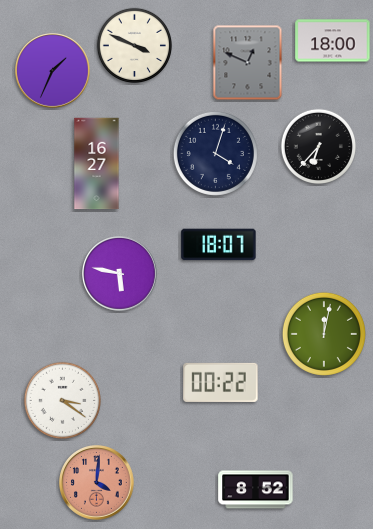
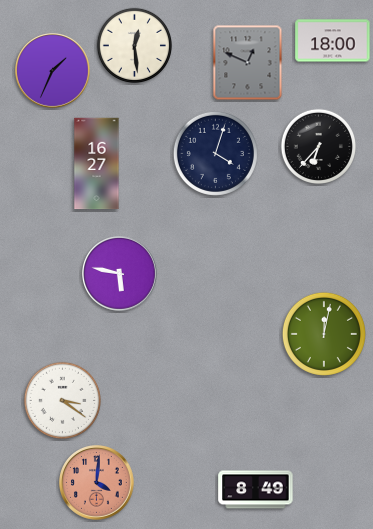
clock at (134, 45): 3:49 -> 12:29
clock at (219, 245): 18:07 -> none
clock at (221, 382): 00:22 -> none
clock at (256, 490): 8:52 -> 8:49
